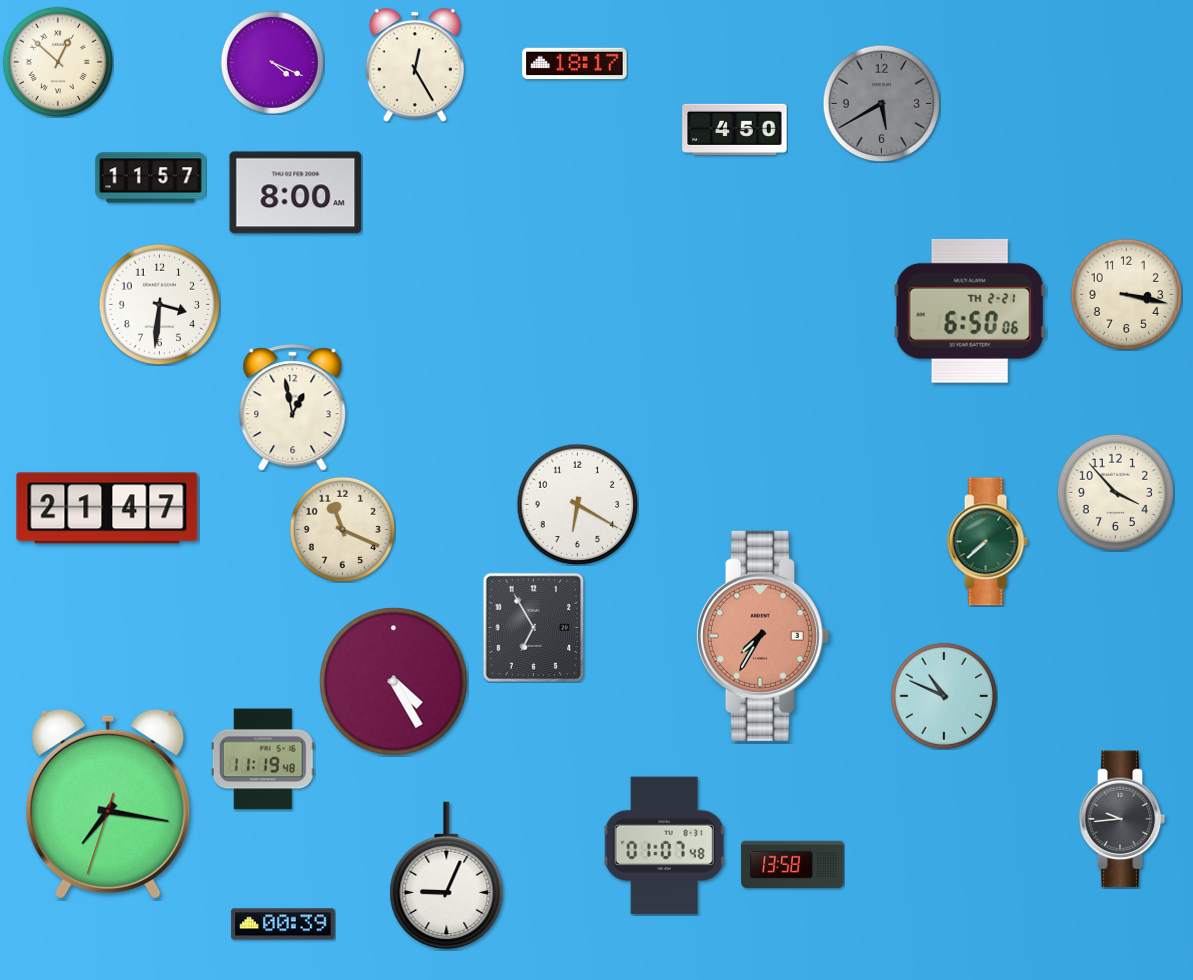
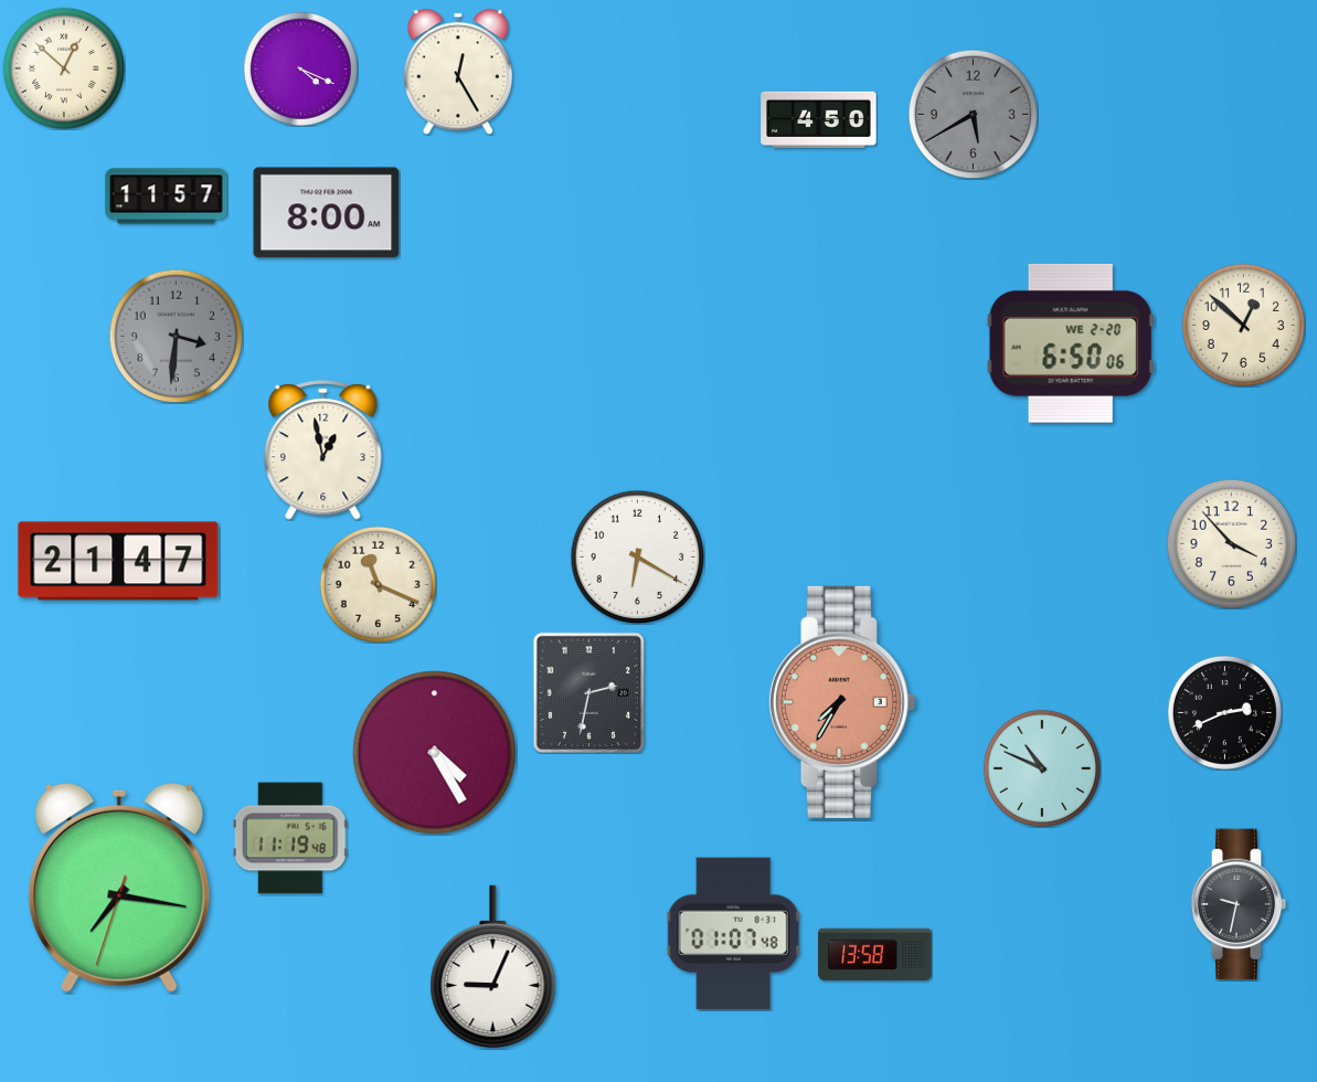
clock at (575, 64): 18:17 -> none
clock at (735, 129) position: (735, 129) -> (819, 119)
clock at (1126, 294): 3:17 -> 12:52
clock at (159, 304) dial: white -> grey
clock at (970, 311) date: TH 2-21 -> WE 2-20
clock at (987, 542): 7:38 -> none
clock at (533, 627): 6:55 -> 2:32
clock at (1224, 712): none -> 2:41
clock at (1122, 819): 9:44 -> 9:32
clock at (283, 924): 00:39 -> none
